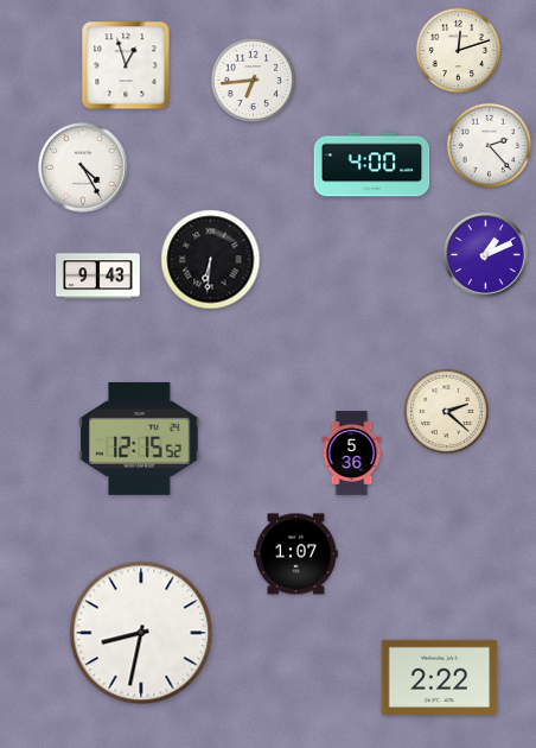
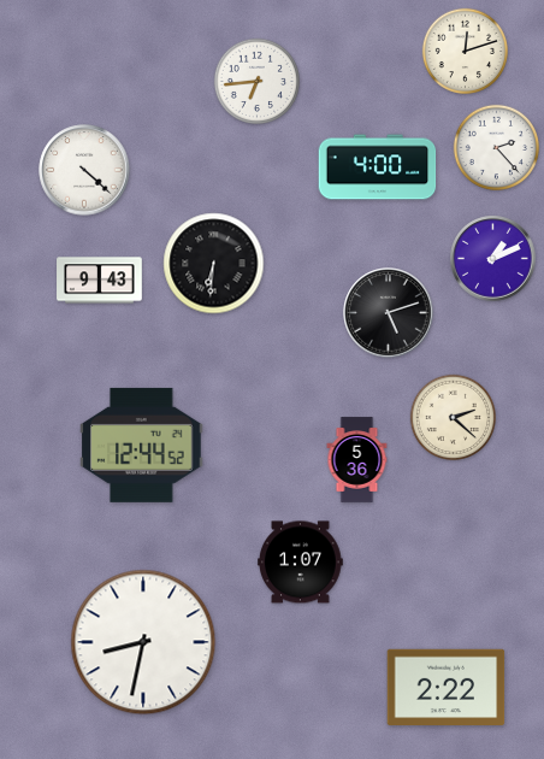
clock at (126, 65): 12:57 -> none
clock at (83, 167): 4:25 -> 4:22
clock at (389, 313): none -> 5:12
clock at (140, 438): 12:15 -> 12:44
